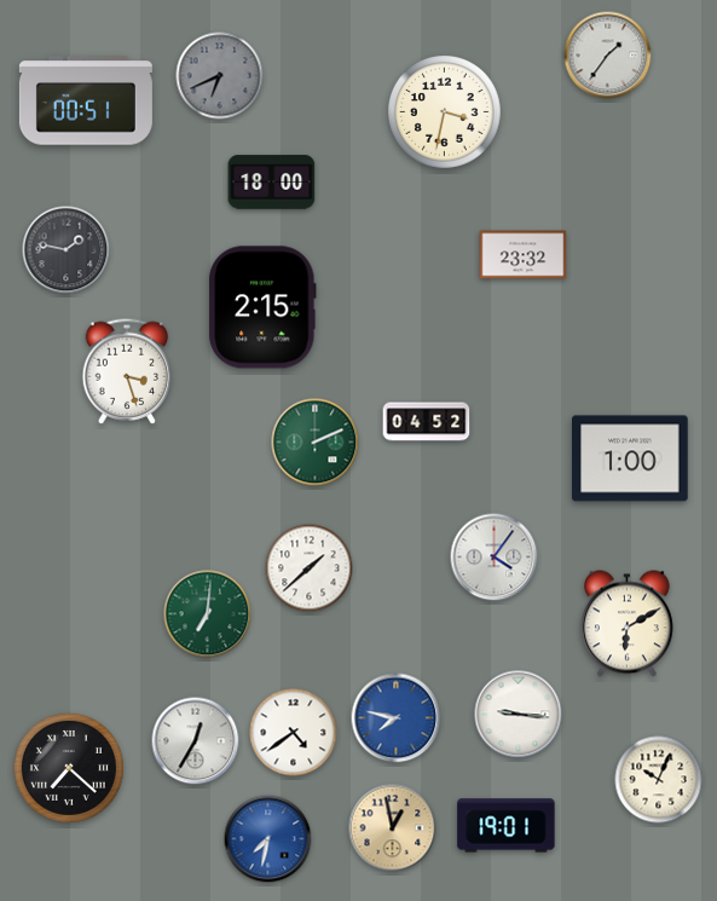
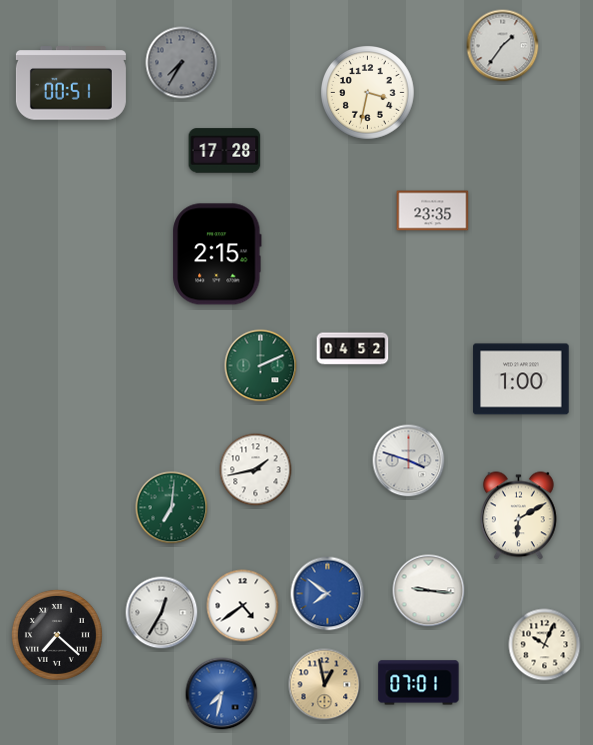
clock at (220, 76): 6:41 -> 7:35
clock at (272, 183): 18:00 -> 17:28
clock at (67, 250): 1:47 -> none
clock at (524, 255): 23:32 -> 23:35
clock at (127, 371): 3:27 -> none
clock at (495, 558): 4:06 -> 3:48
clock at (310, 568): 1:38 -> 1:43
clock at (397, 718): 7:47 -> 7:51
clock at (507, 826): 19:01 -> 07:01
